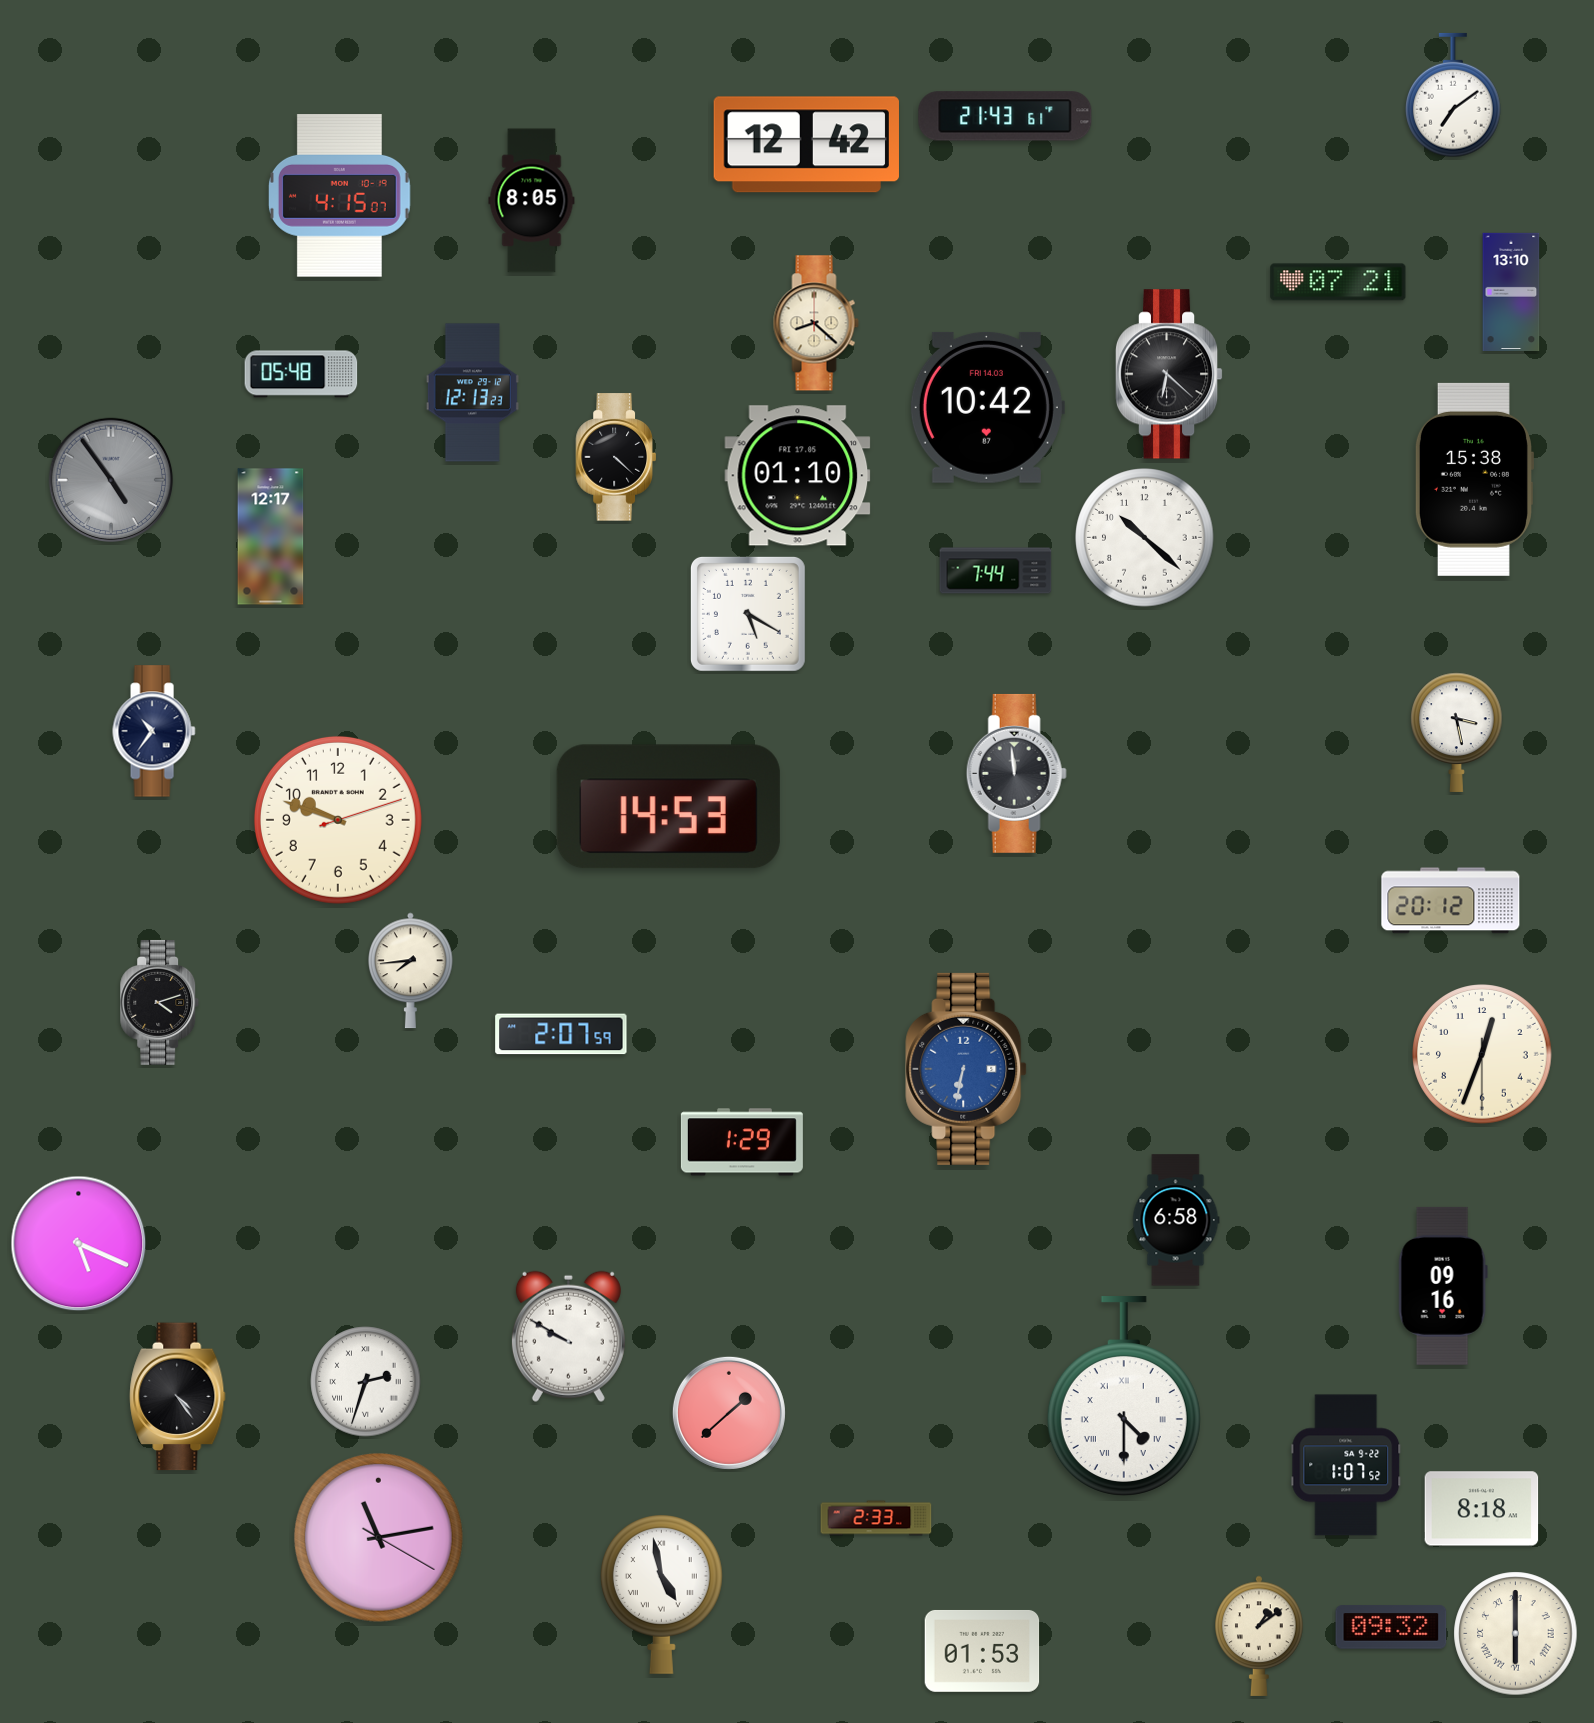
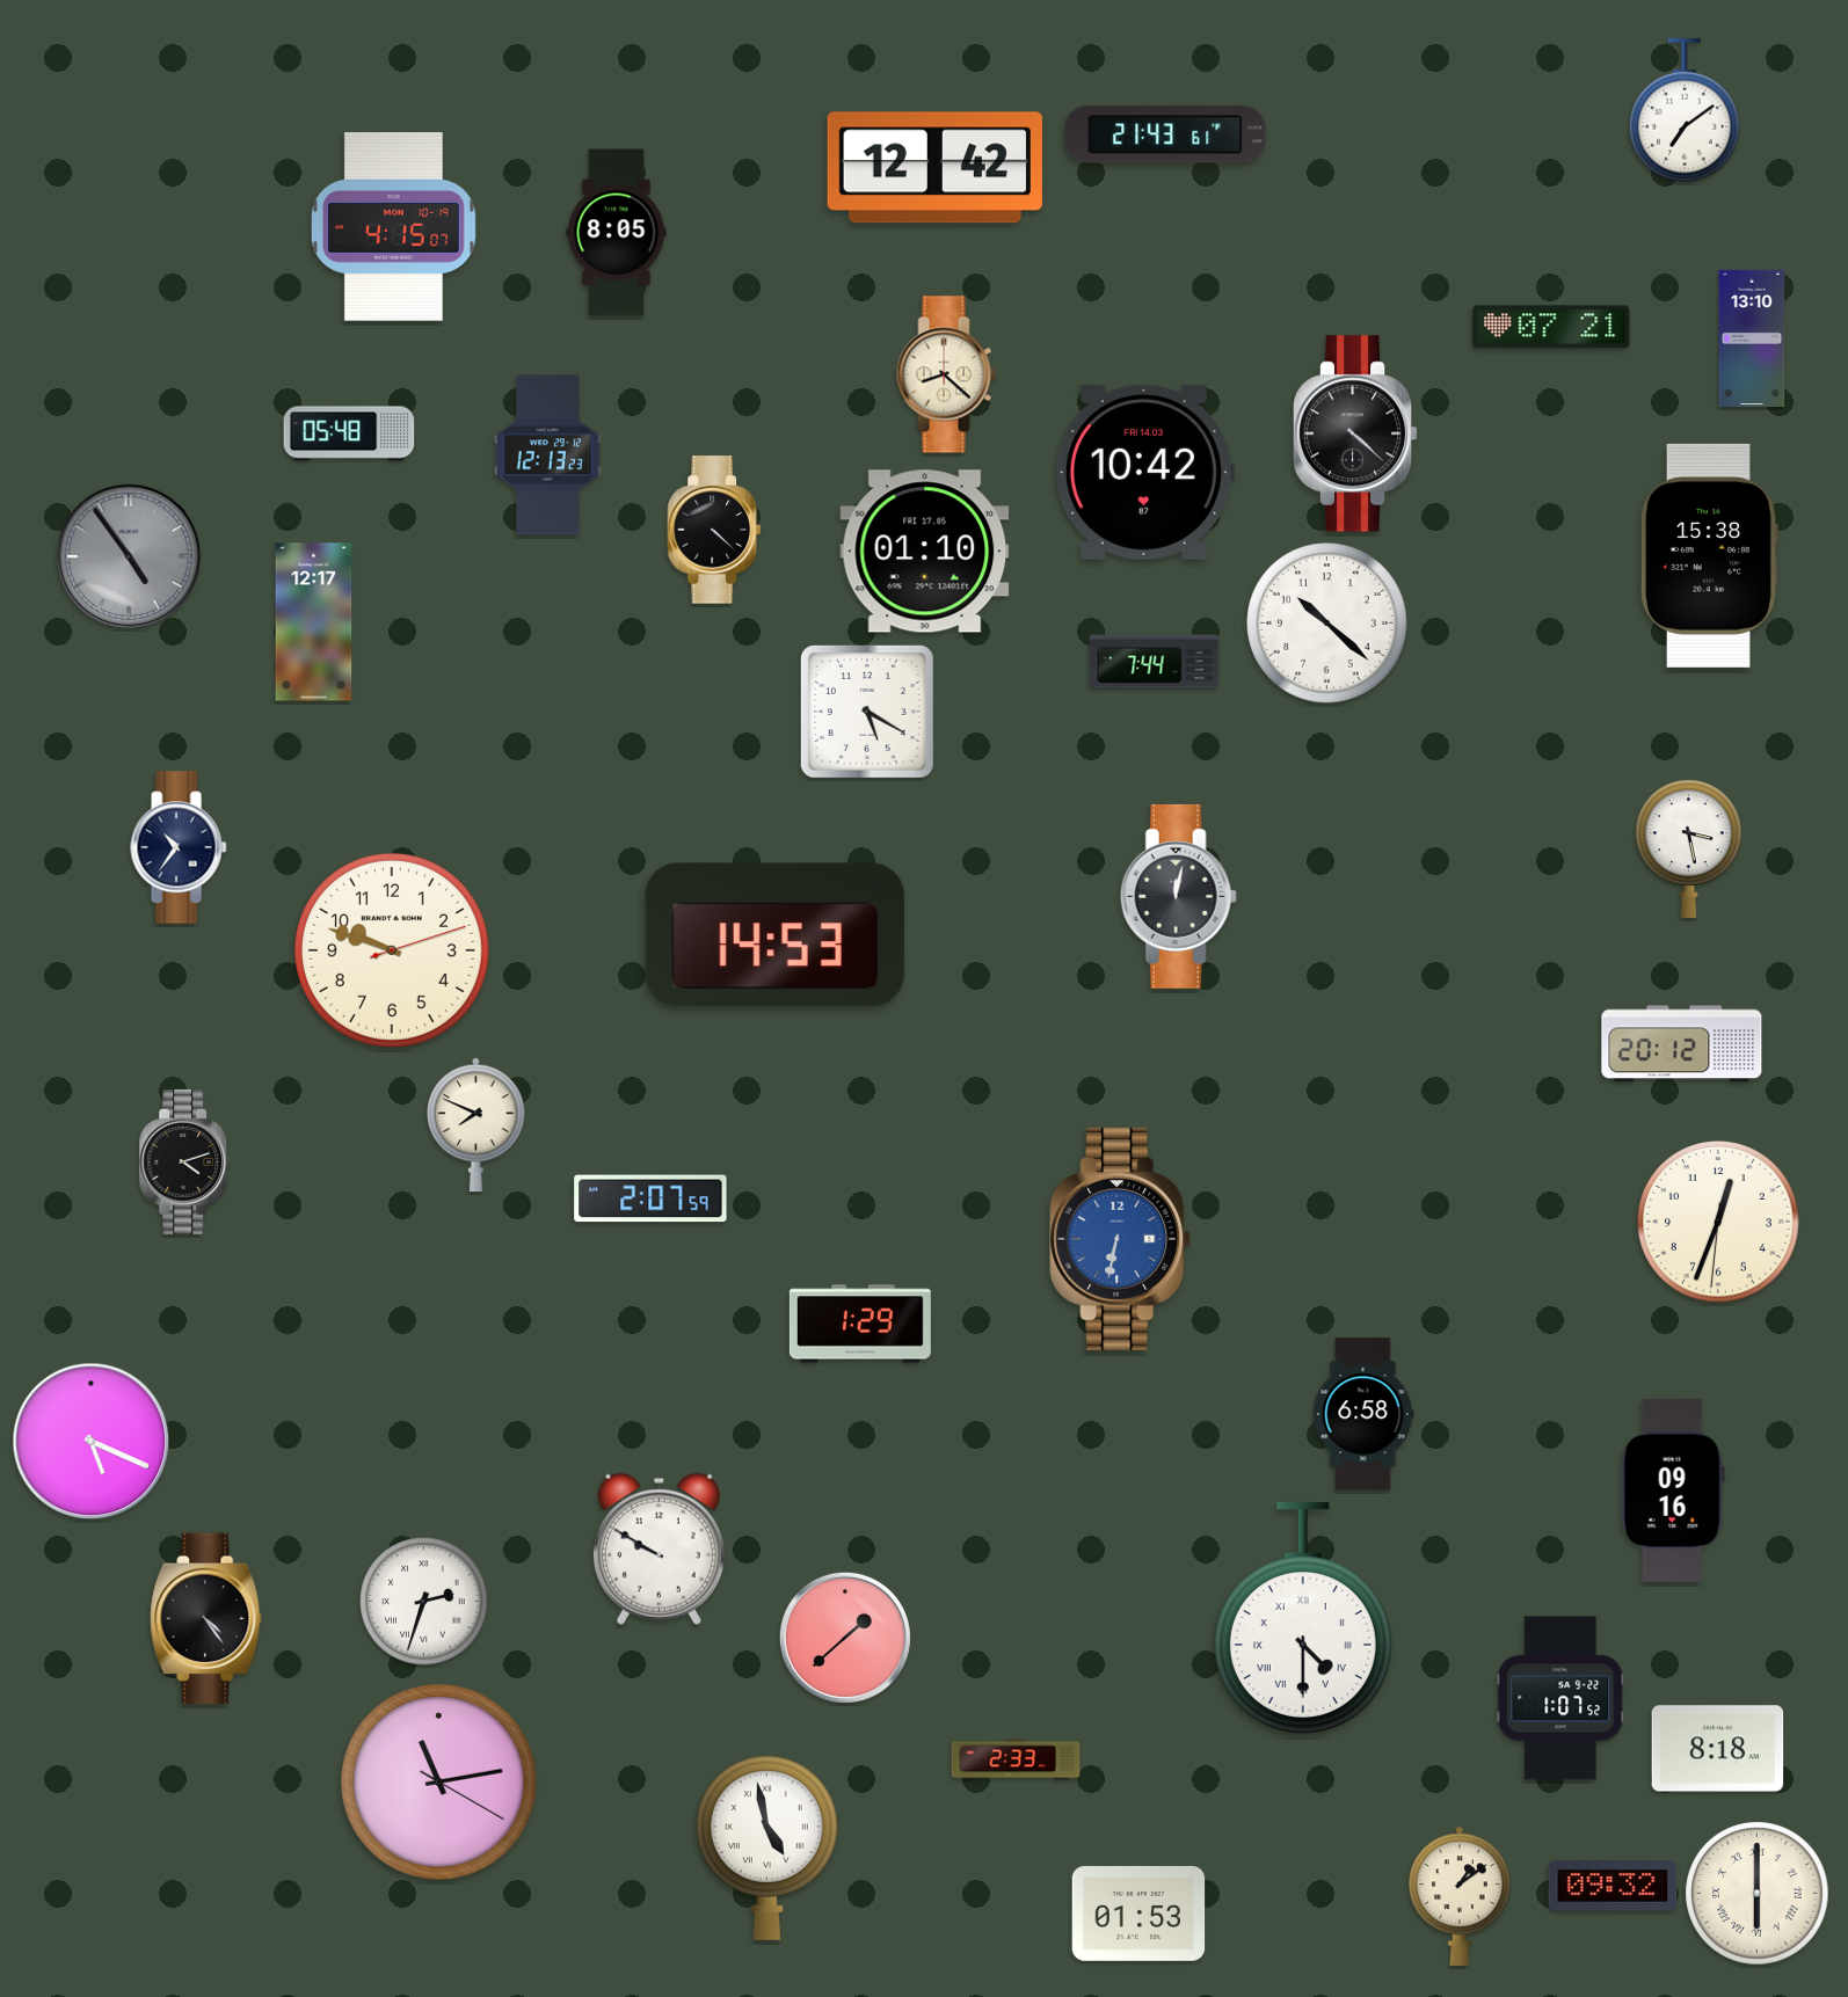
clock at (1169, 374): 6:22 -> 4:22
clock at (1016, 773): 11:59 -> 12:02
clock at (411, 971): 7:44 -> 7:49
clock at (1482, 1054): 12:33:30 -> 12:33:31
